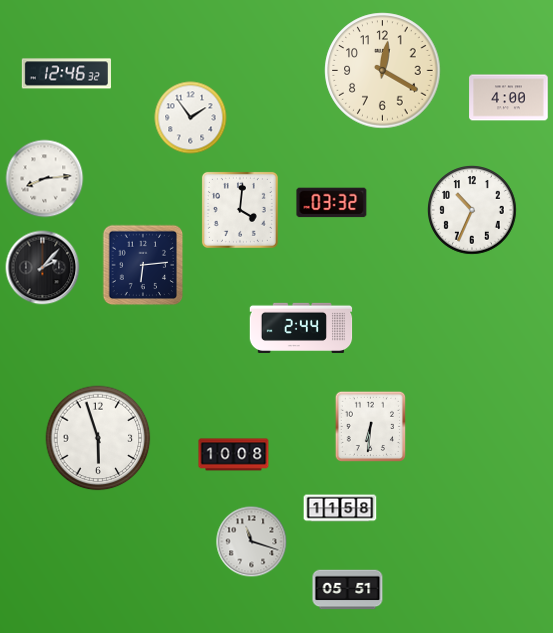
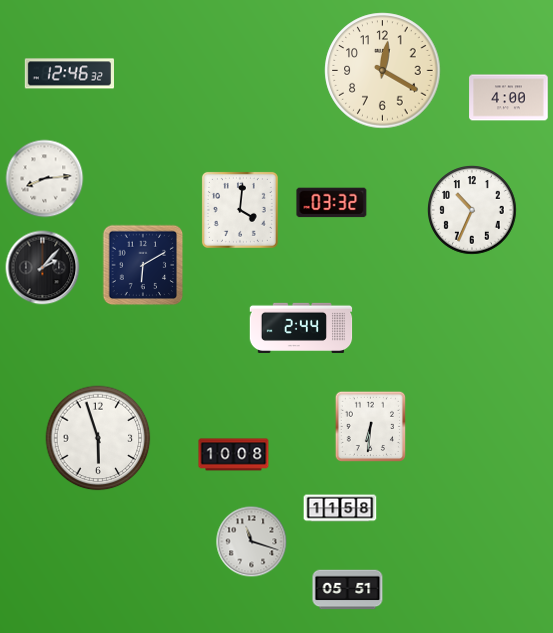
clock at (66, 74) position: (66, 74) -> (69, 74)
clock at (191, 118): 1:54 -> none
clock at (143, 265): 6:14 -> 6:10
